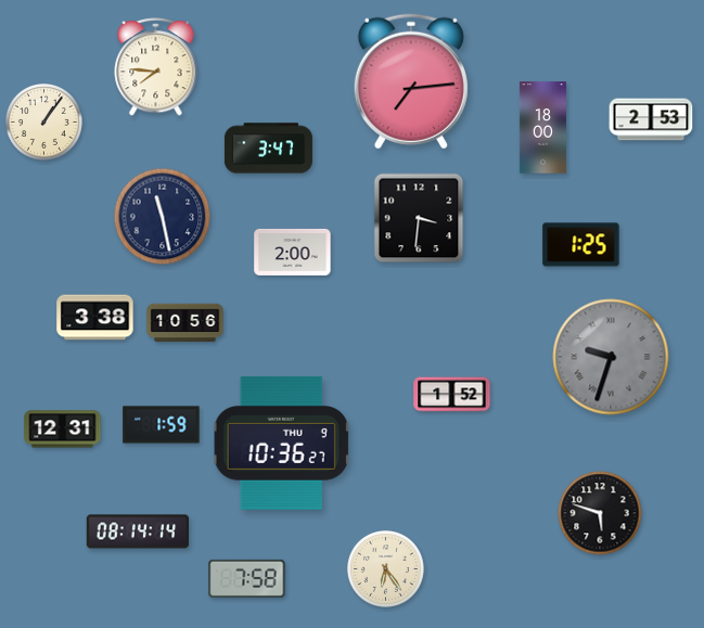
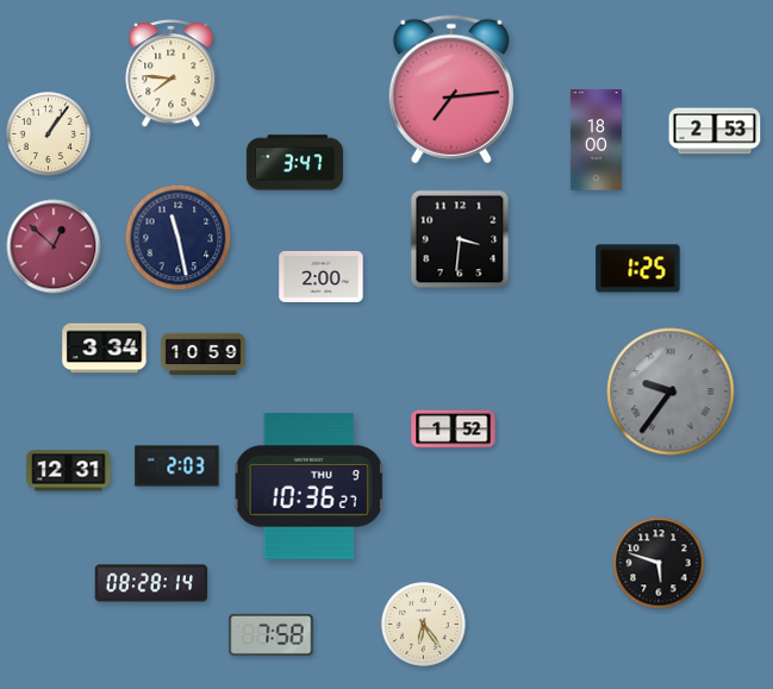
clock at (54, 246): none -> 12:52
clock at (95, 318): 3:38 -> 3:34
clock at (185, 323): 10:56 -> 10:59
clock at (611, 357): 9:33 -> 9:36
clock at (452, 395) position: (452, 395) -> (454, 430)
clock at (162, 425): 1:59 -> 2:03
clock at (138, 531): 08:14 -> 08:28
